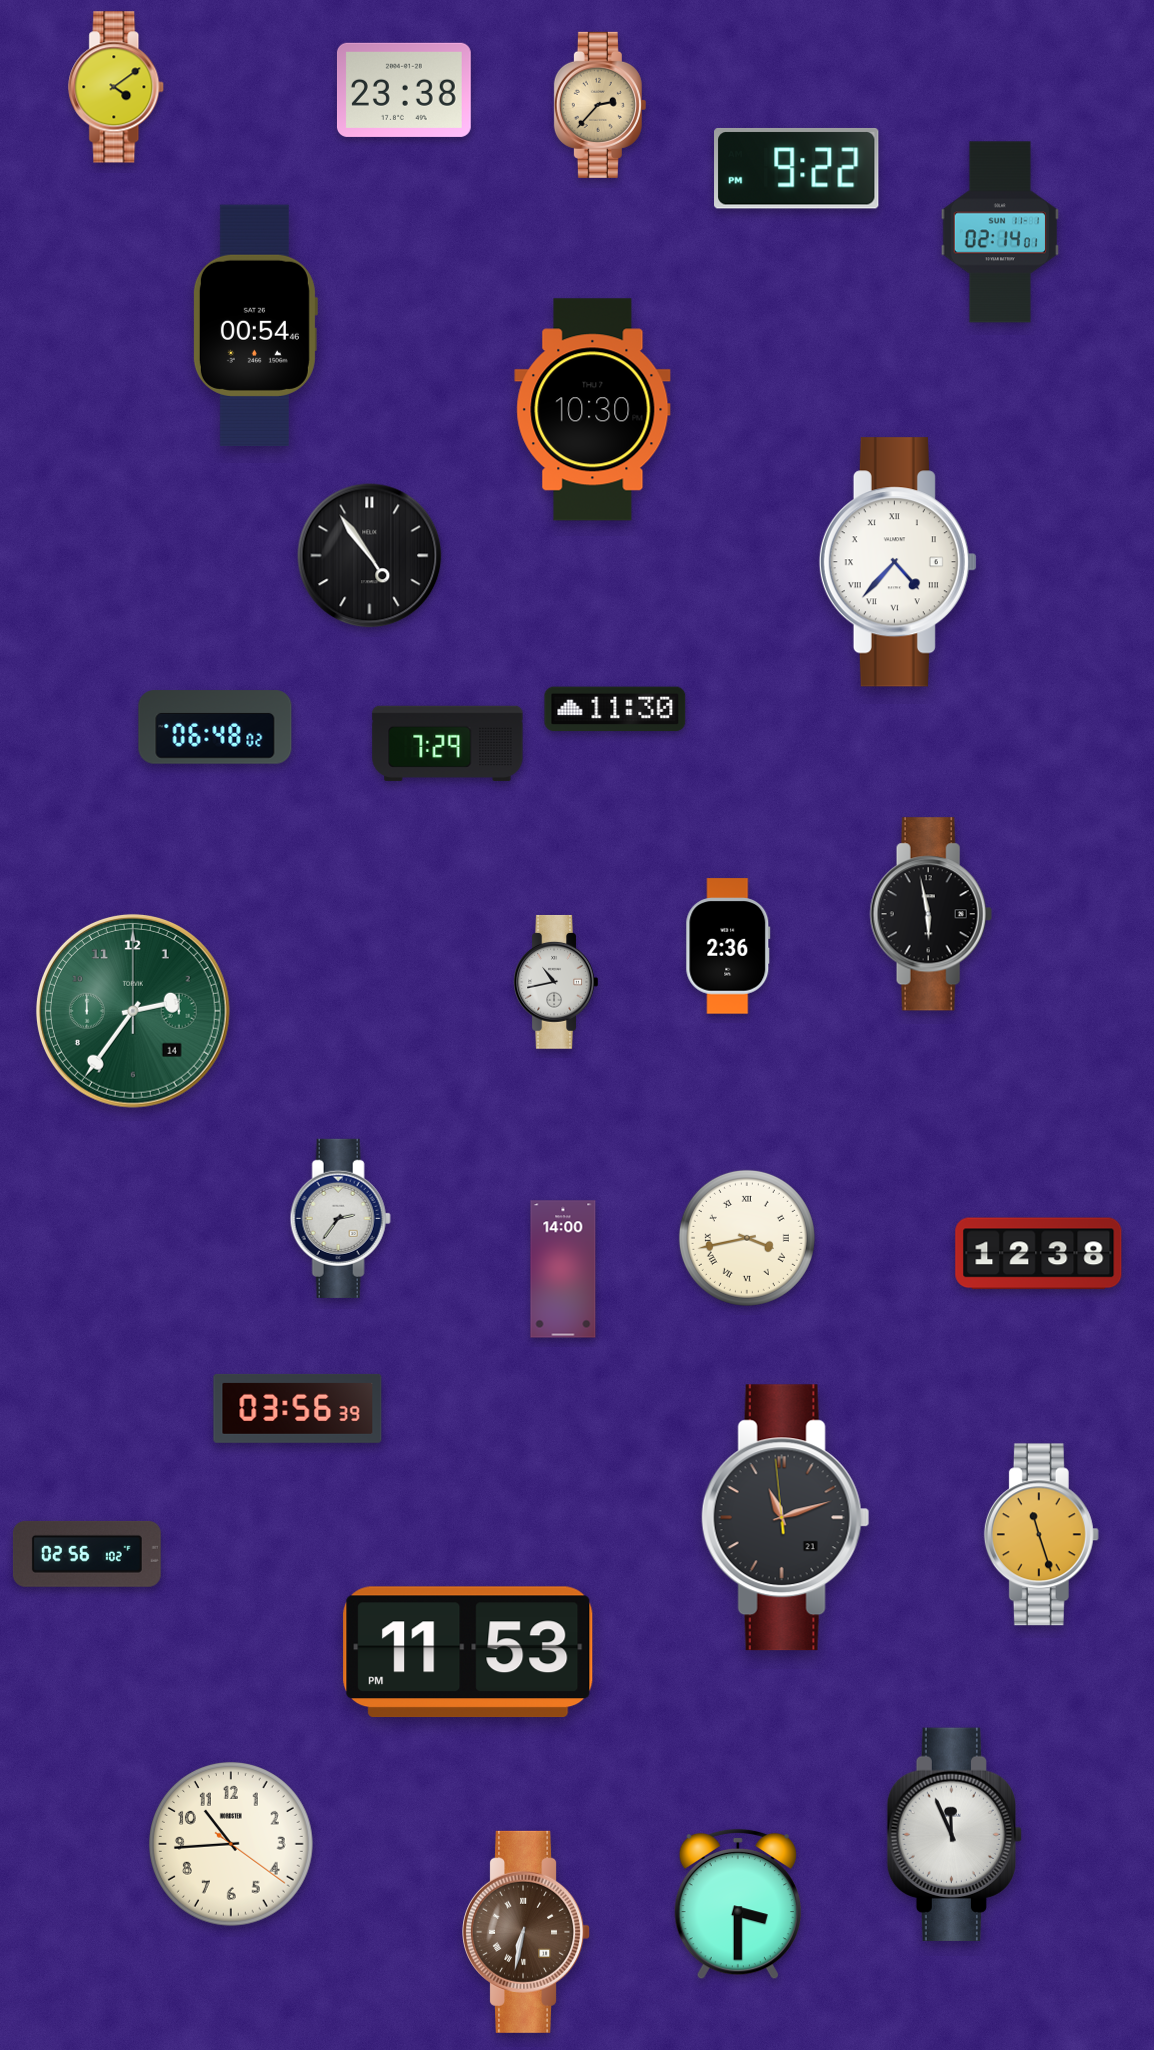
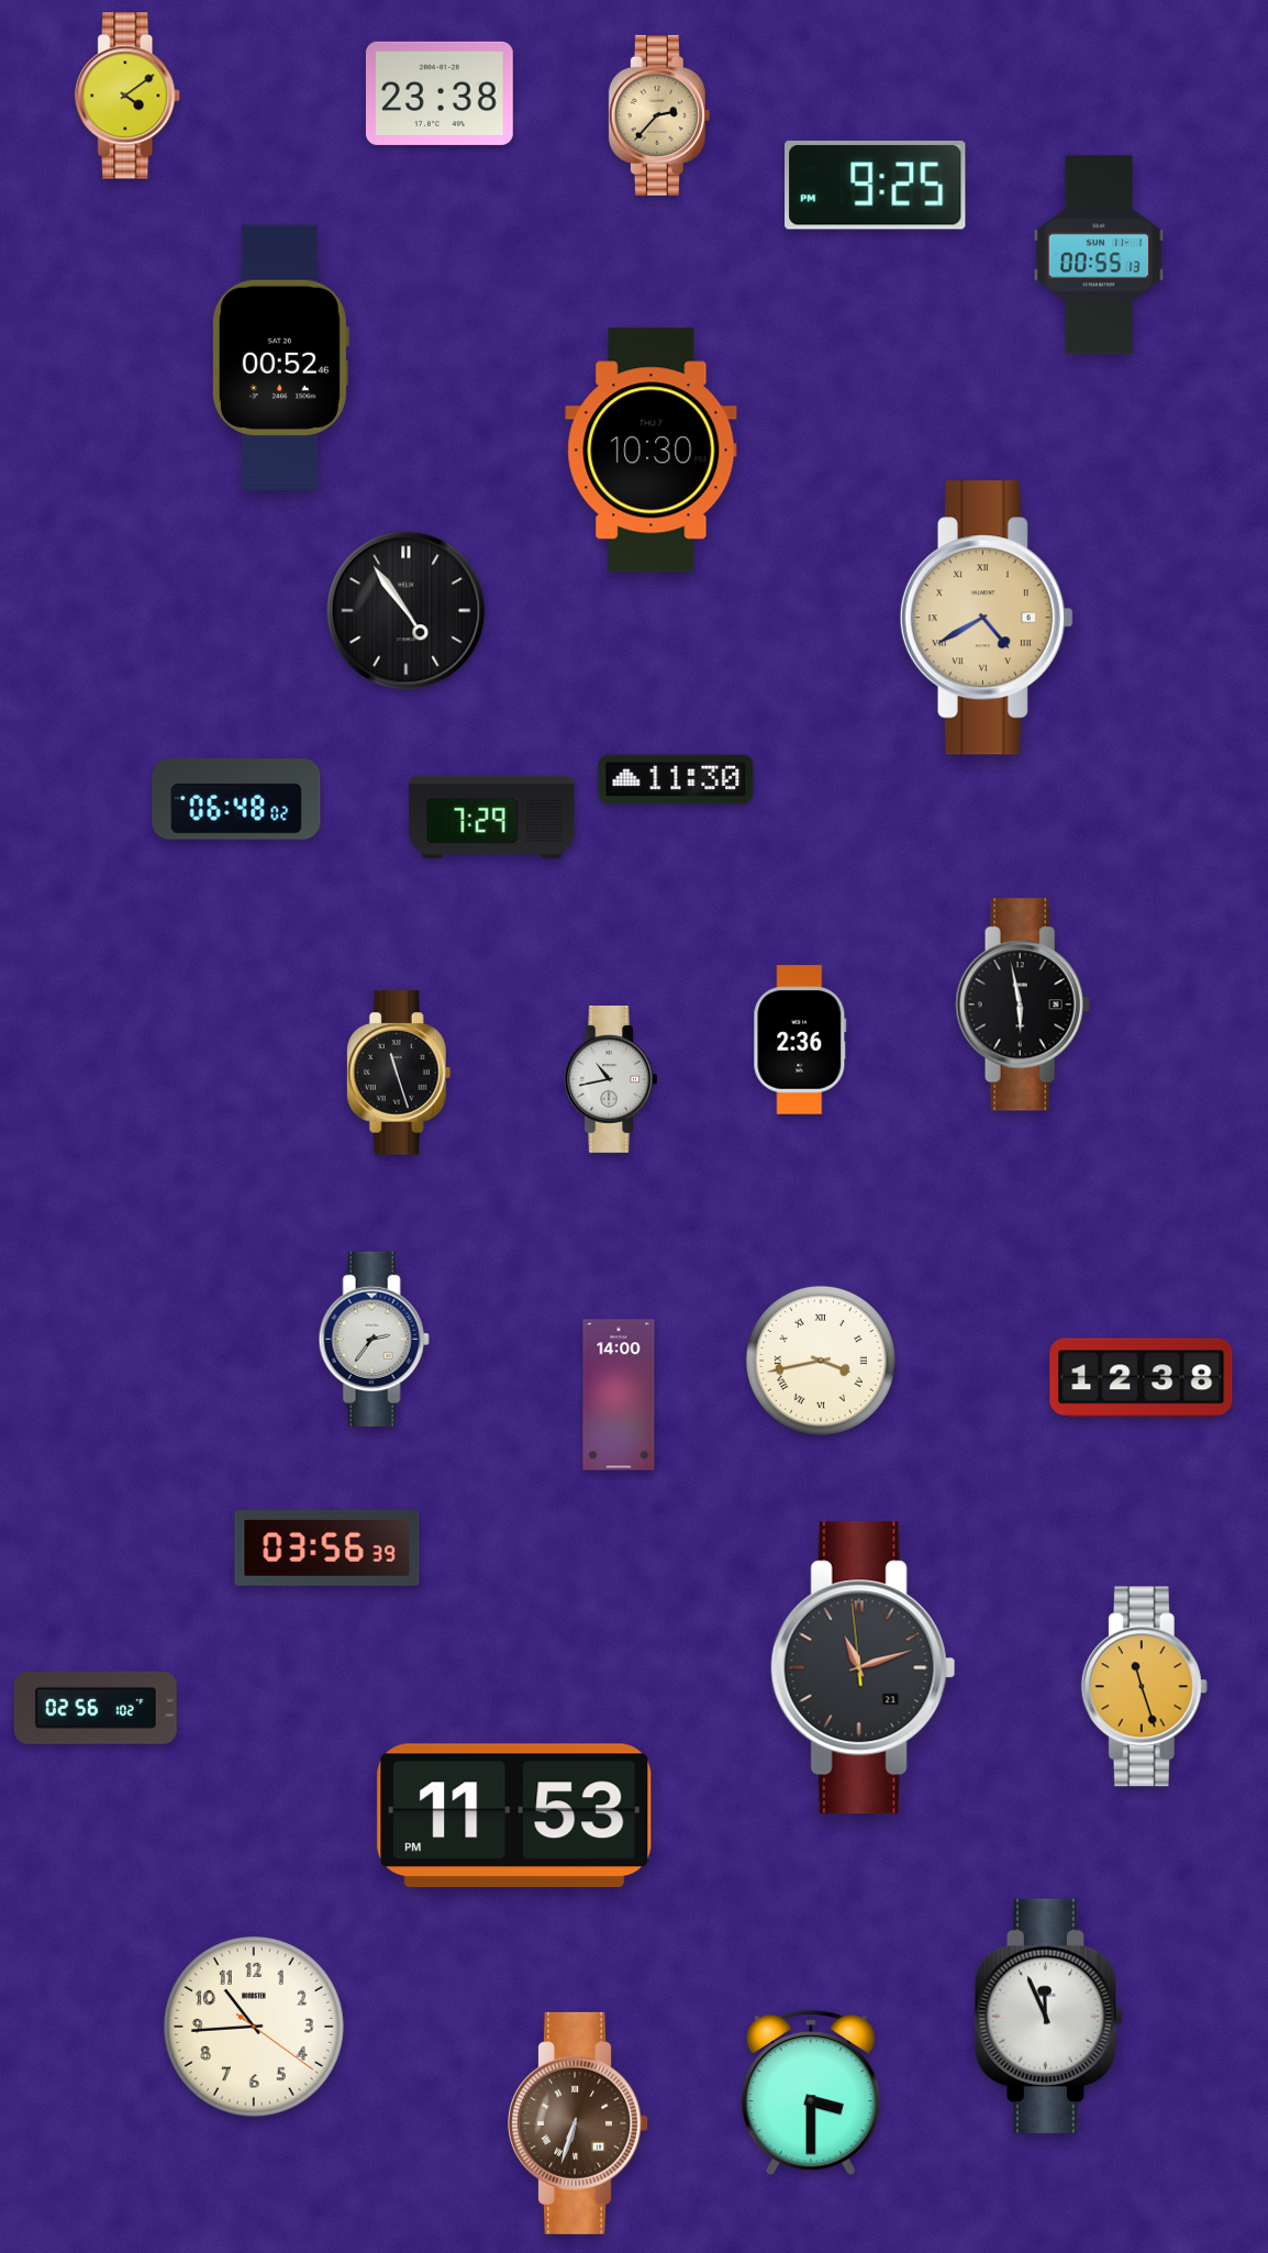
clock at (404, 90) position: (404, 90) -> (440, 93)
clock at (797, 168): 9:22 -> 9:25
clock at (999, 232): 02:14 -> 00:55
clock at (255, 325): 00:54 -> 00:52
clock at (898, 562): 4:37 -> 4:40
clock at (898, 562) dial: white -> champagne
clock at (399, 1073): none -> 11:27
clock at (133, 1011): 2:36 -> none
clock at (527, 1932): 6:32 -> 6:33
